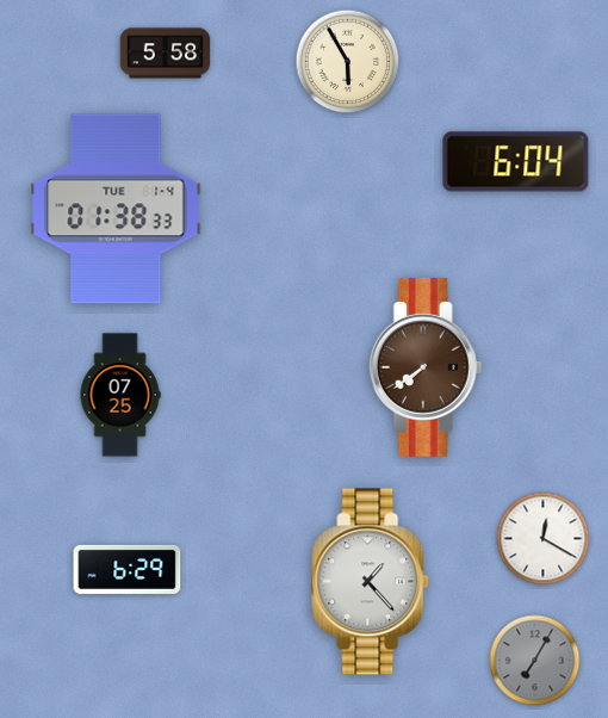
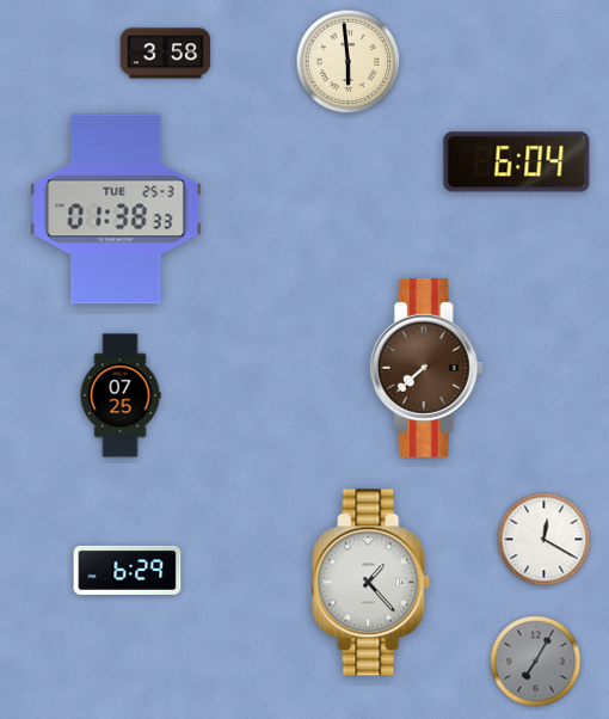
clock at (166, 54): 5:58 -> 3:58
clock at (348, 62): 5:55 -> 5:59
clock at (116, 209) date: TUE 1-4 -> TUE 25-3
clock at (426, 367): 7:39 -> 7:38
